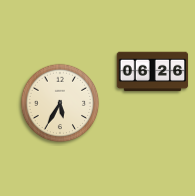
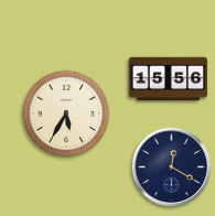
clock at (153, 72): 06:26 -> 15:56
clock at (172, 168): none -> 12:20
